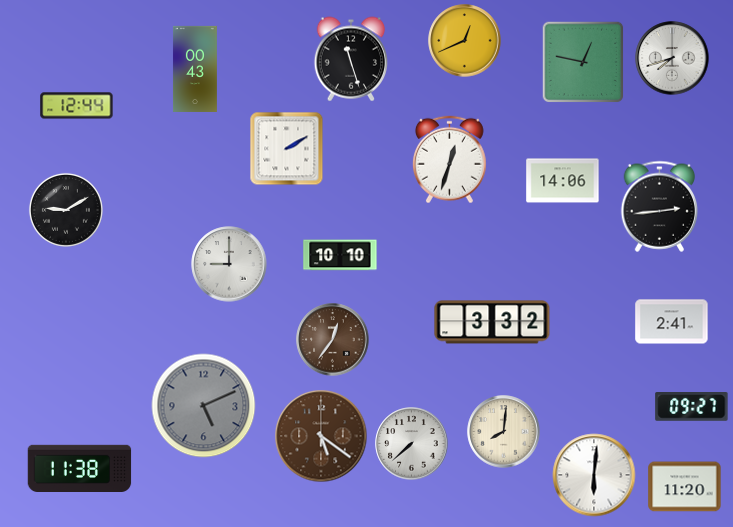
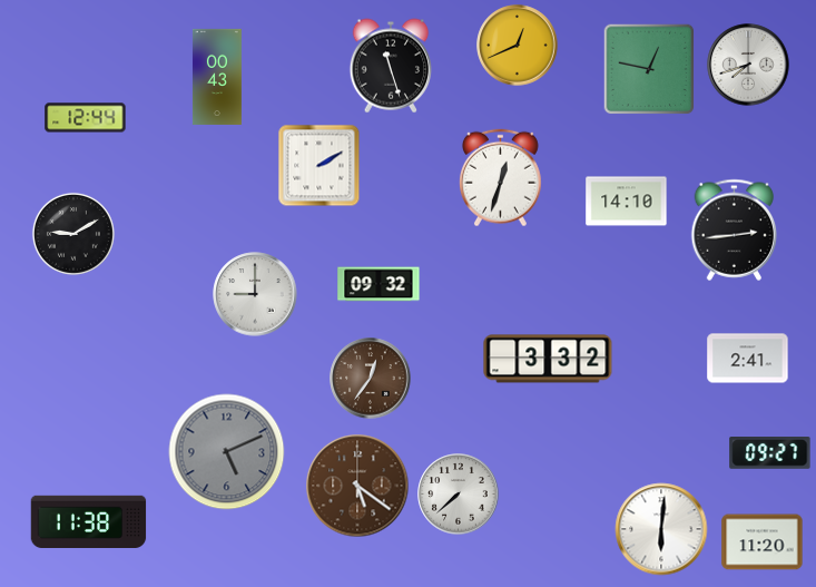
clock at (563, 181): 14:06 -> 14:10
clock at (340, 255): 10:10 -> 09:32
clock at (504, 432): 8:01 -> none
